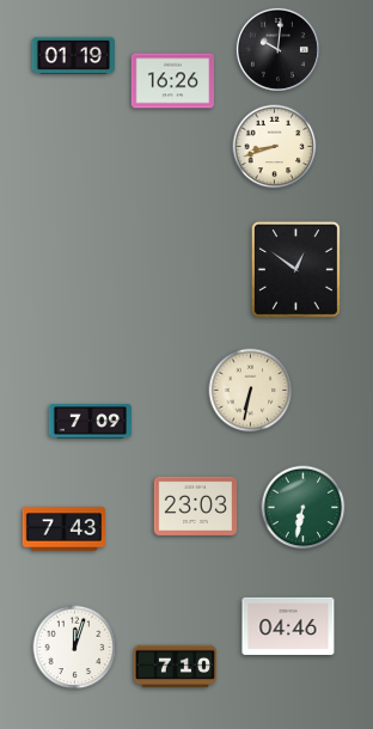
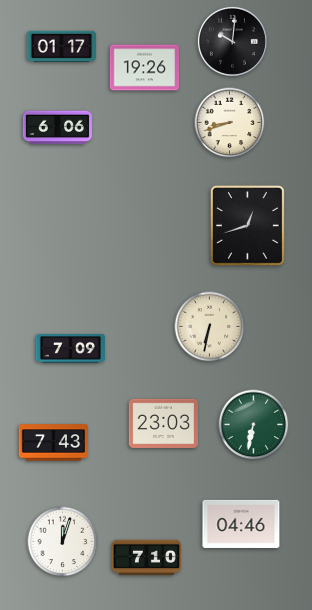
clock at (73, 55): 01:19 -> 01:17
clock at (172, 81): 16:26 -> 19:26
clock at (57, 128): none -> 6:06
clock at (295, 269): 12:51 -> 12:42
clock at (90, 422) position: (90, 422) -> (70, 349)
